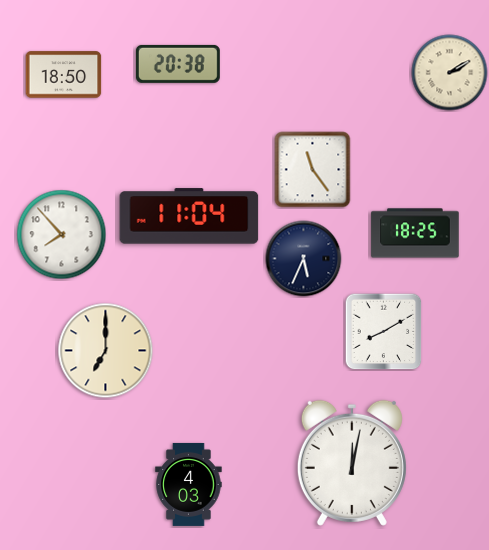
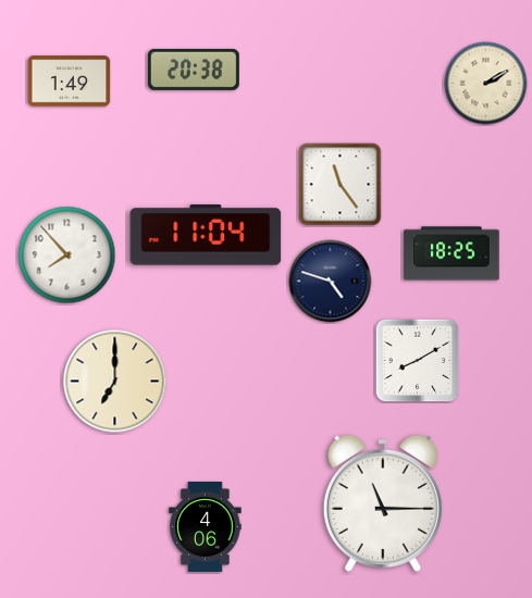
clock at (450, 73) position: (450, 73) -> (486, 84)
clock at (64, 75): 18:50 -> 1:49
clock at (304, 259): 5:34 -> 4:48
clock at (352, 463): 12:02 -> 11:15
clock at (189, 484): 4:03 -> 4:06
